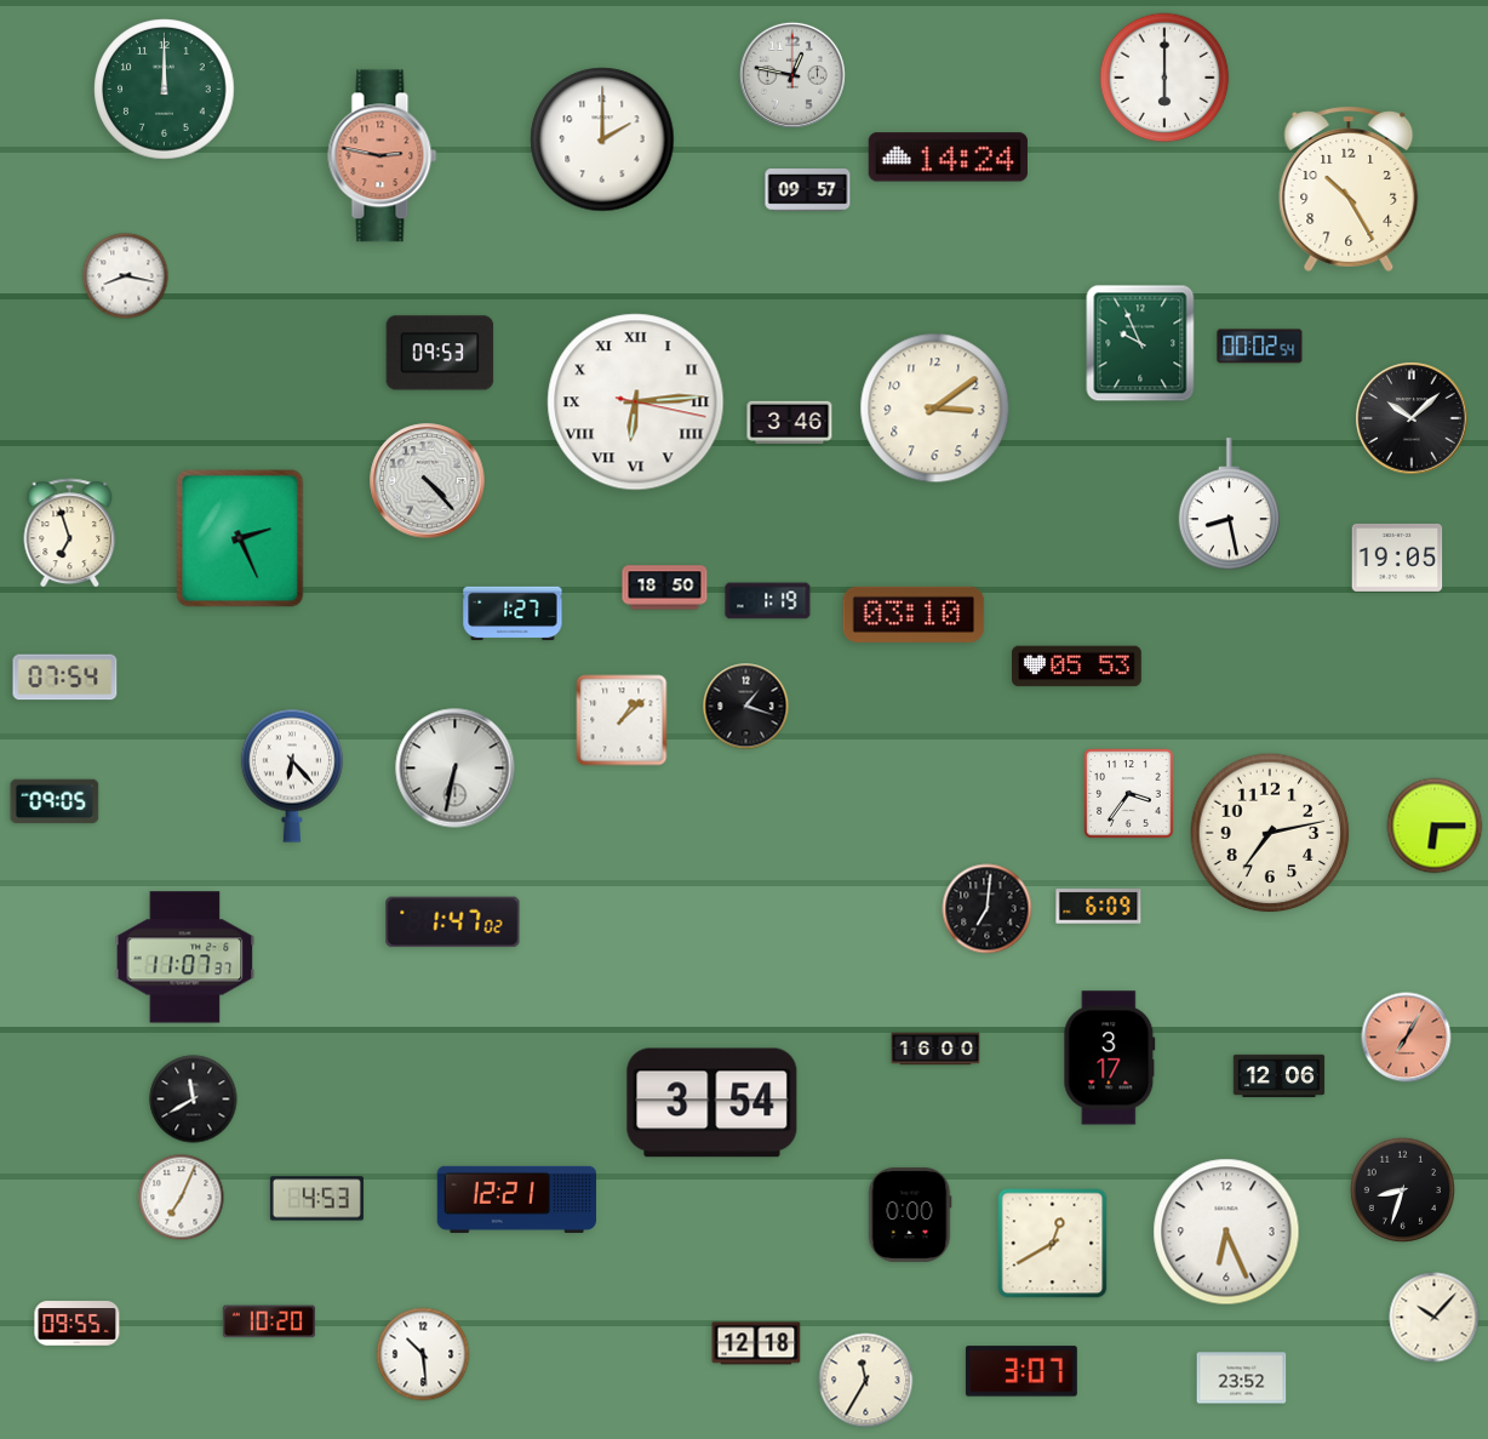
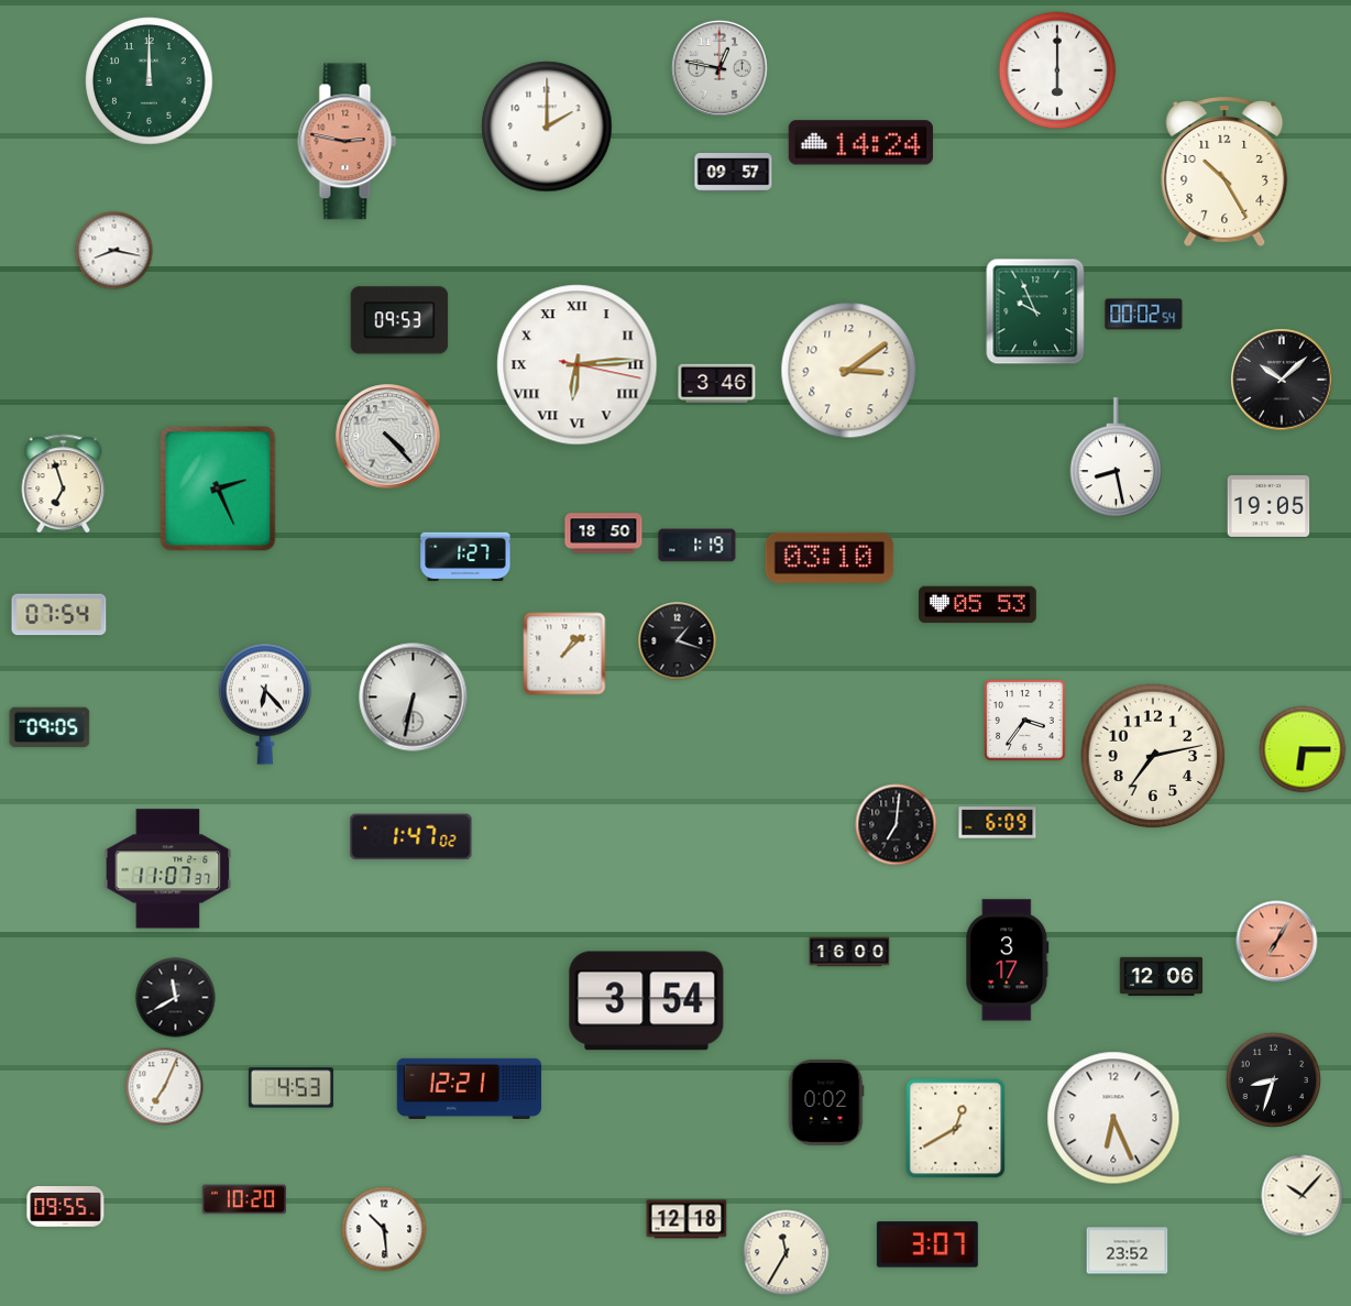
clock at (316, 1199) position: (316, 1199) -> (290, 1088)
clock at (910, 1215): 0:00 -> 0:02
clock at (78, 1324) position: (78, 1324) -> (66, 1207)
